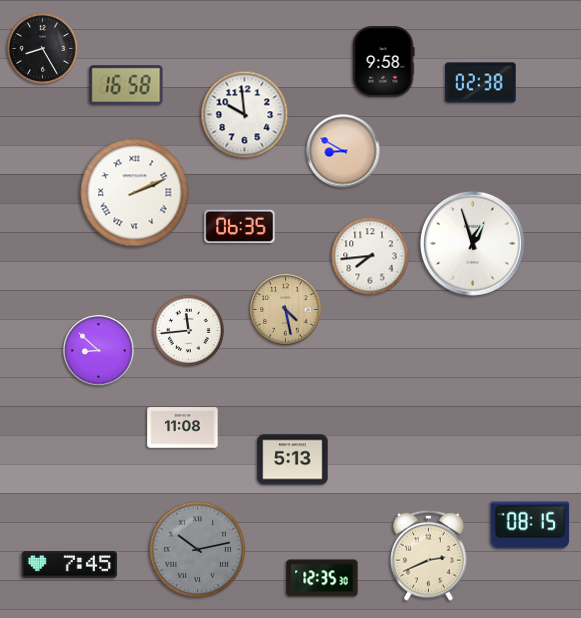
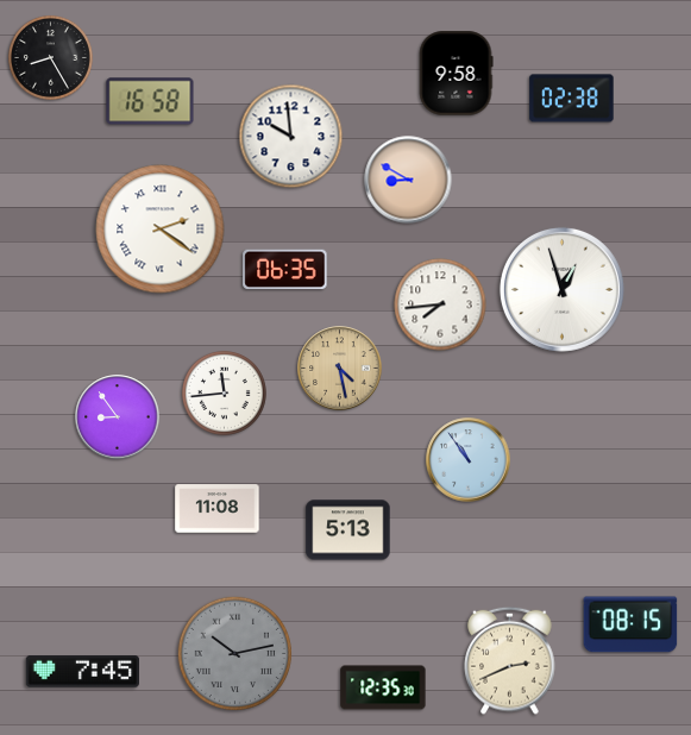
clock at (135, 193): 2:11 -> 2:21
clock at (99, 351): 8:52 -> 8:54
clock at (469, 460): none -> 10:54
clock at (293, 460) position: (293, 460) -> (348, 530)
